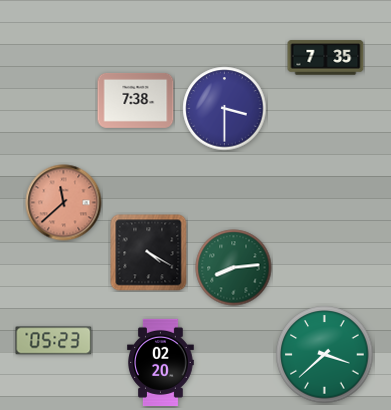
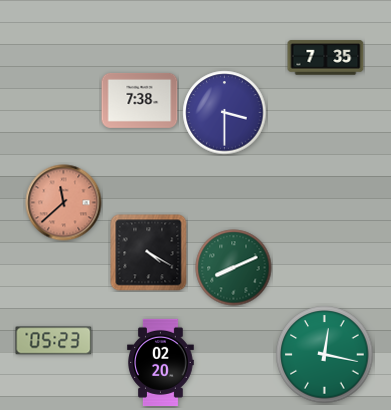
clock at (136, 100) position: (136, 100) -> (140, 100)
clock at (225, 109) position: (225, 109) -> (225, 113)
clock at (234, 268): 8:14 -> 8:11
clock at (325, 355): 3:38 -> 12:17
